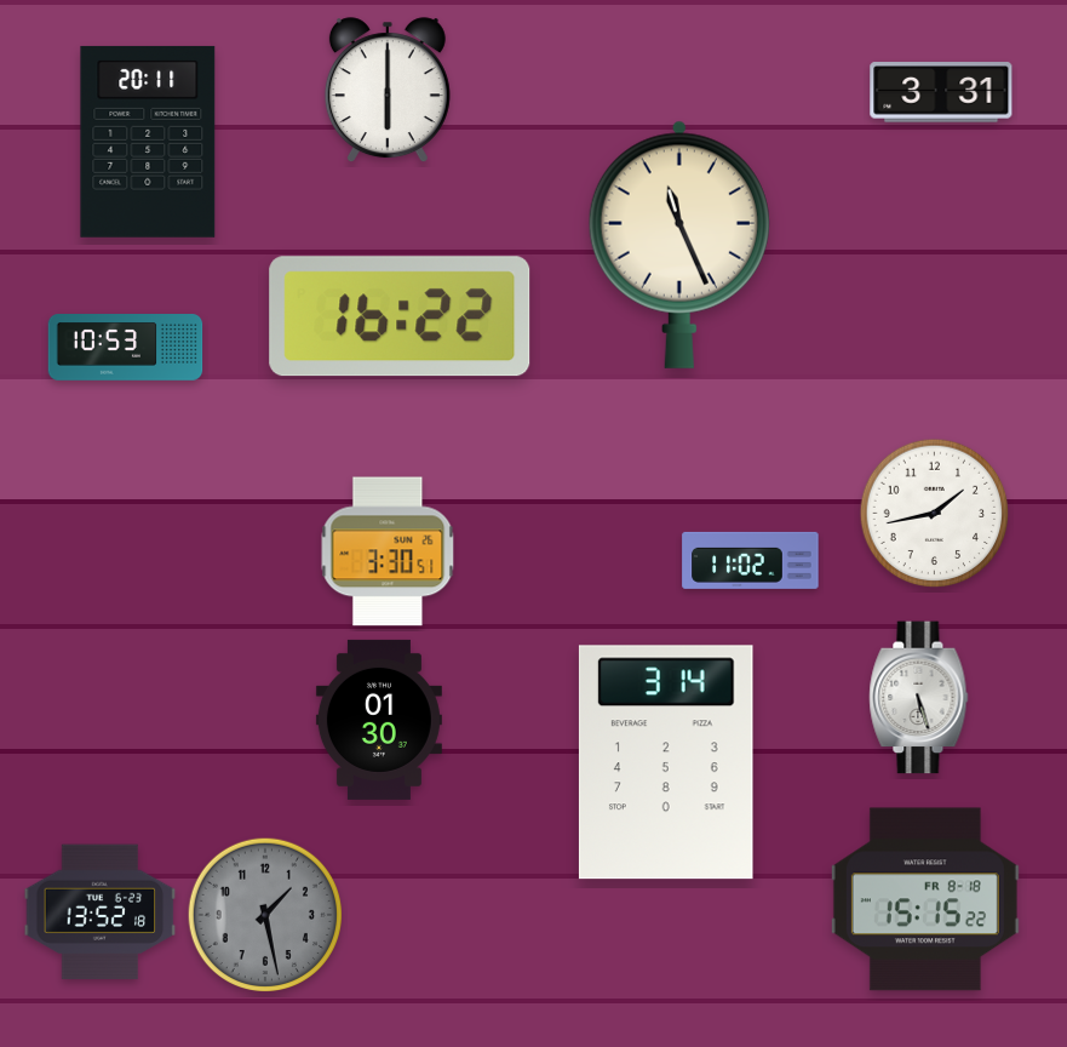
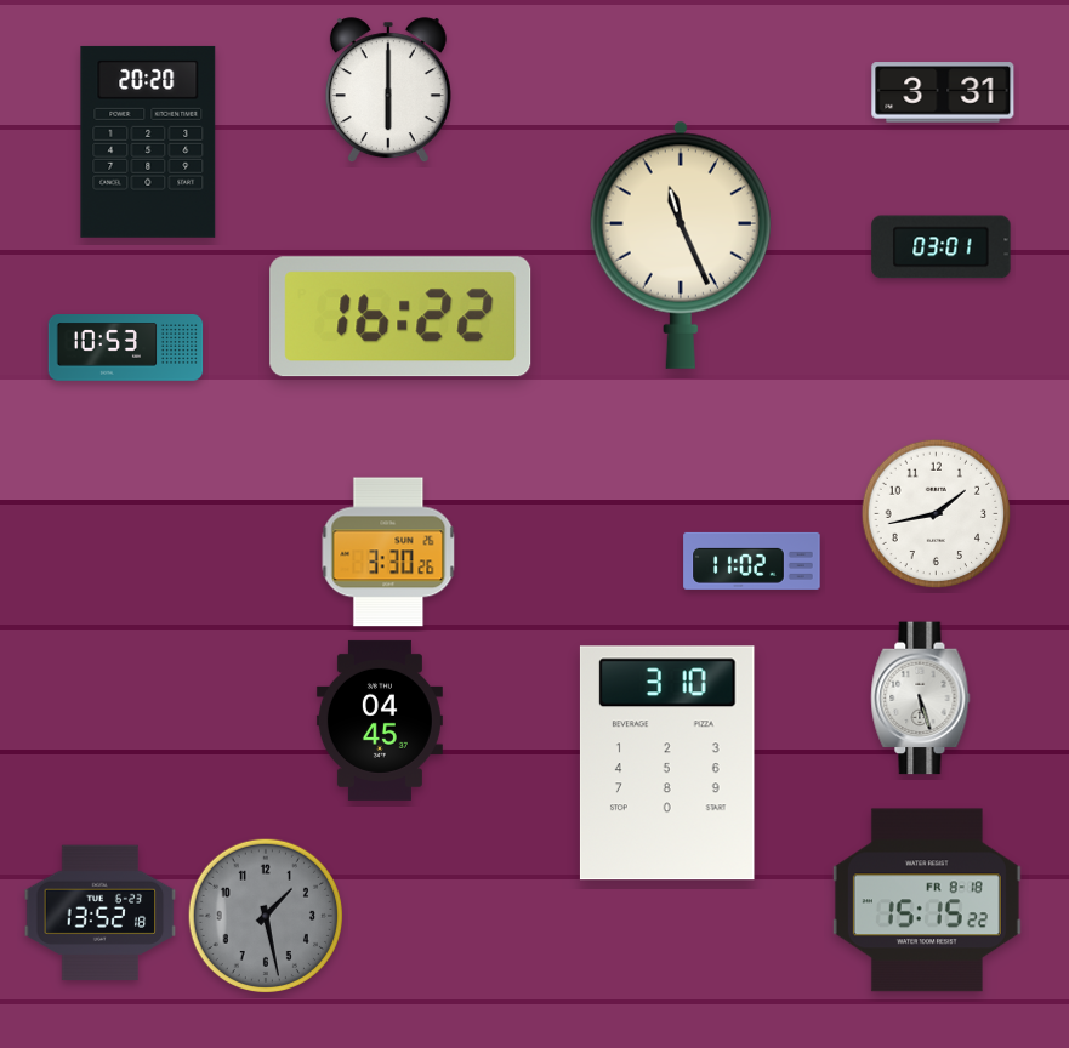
clock at (148, 142): 20:11 -> 20:20
clock at (942, 247): none -> 03:01
clock at (388, 551): 3:30:51 -> 3:30:26
clock at (379, 720): 01:30 -> 04:45
clock at (666, 762): 3:14 -> 3:10
